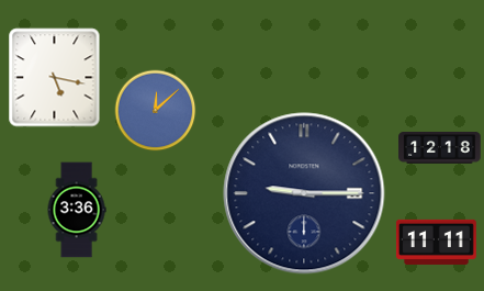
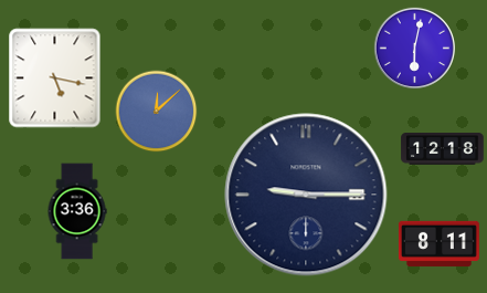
clock at (414, 48): none -> 6:02
clock at (436, 242): 11:11 -> 8:11
